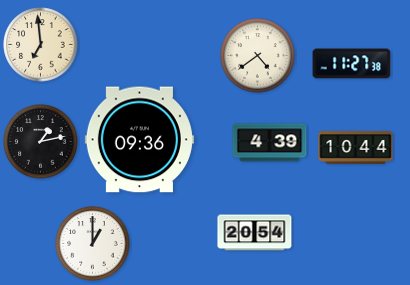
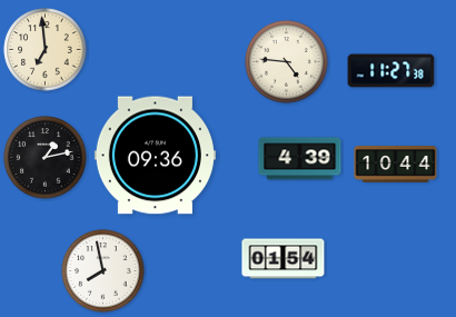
clock at (258, 56): 4:39 -> 4:46
clock at (255, 233): 20:54 -> 01:54
clock at (93, 244): 1:00 -> 7:58
